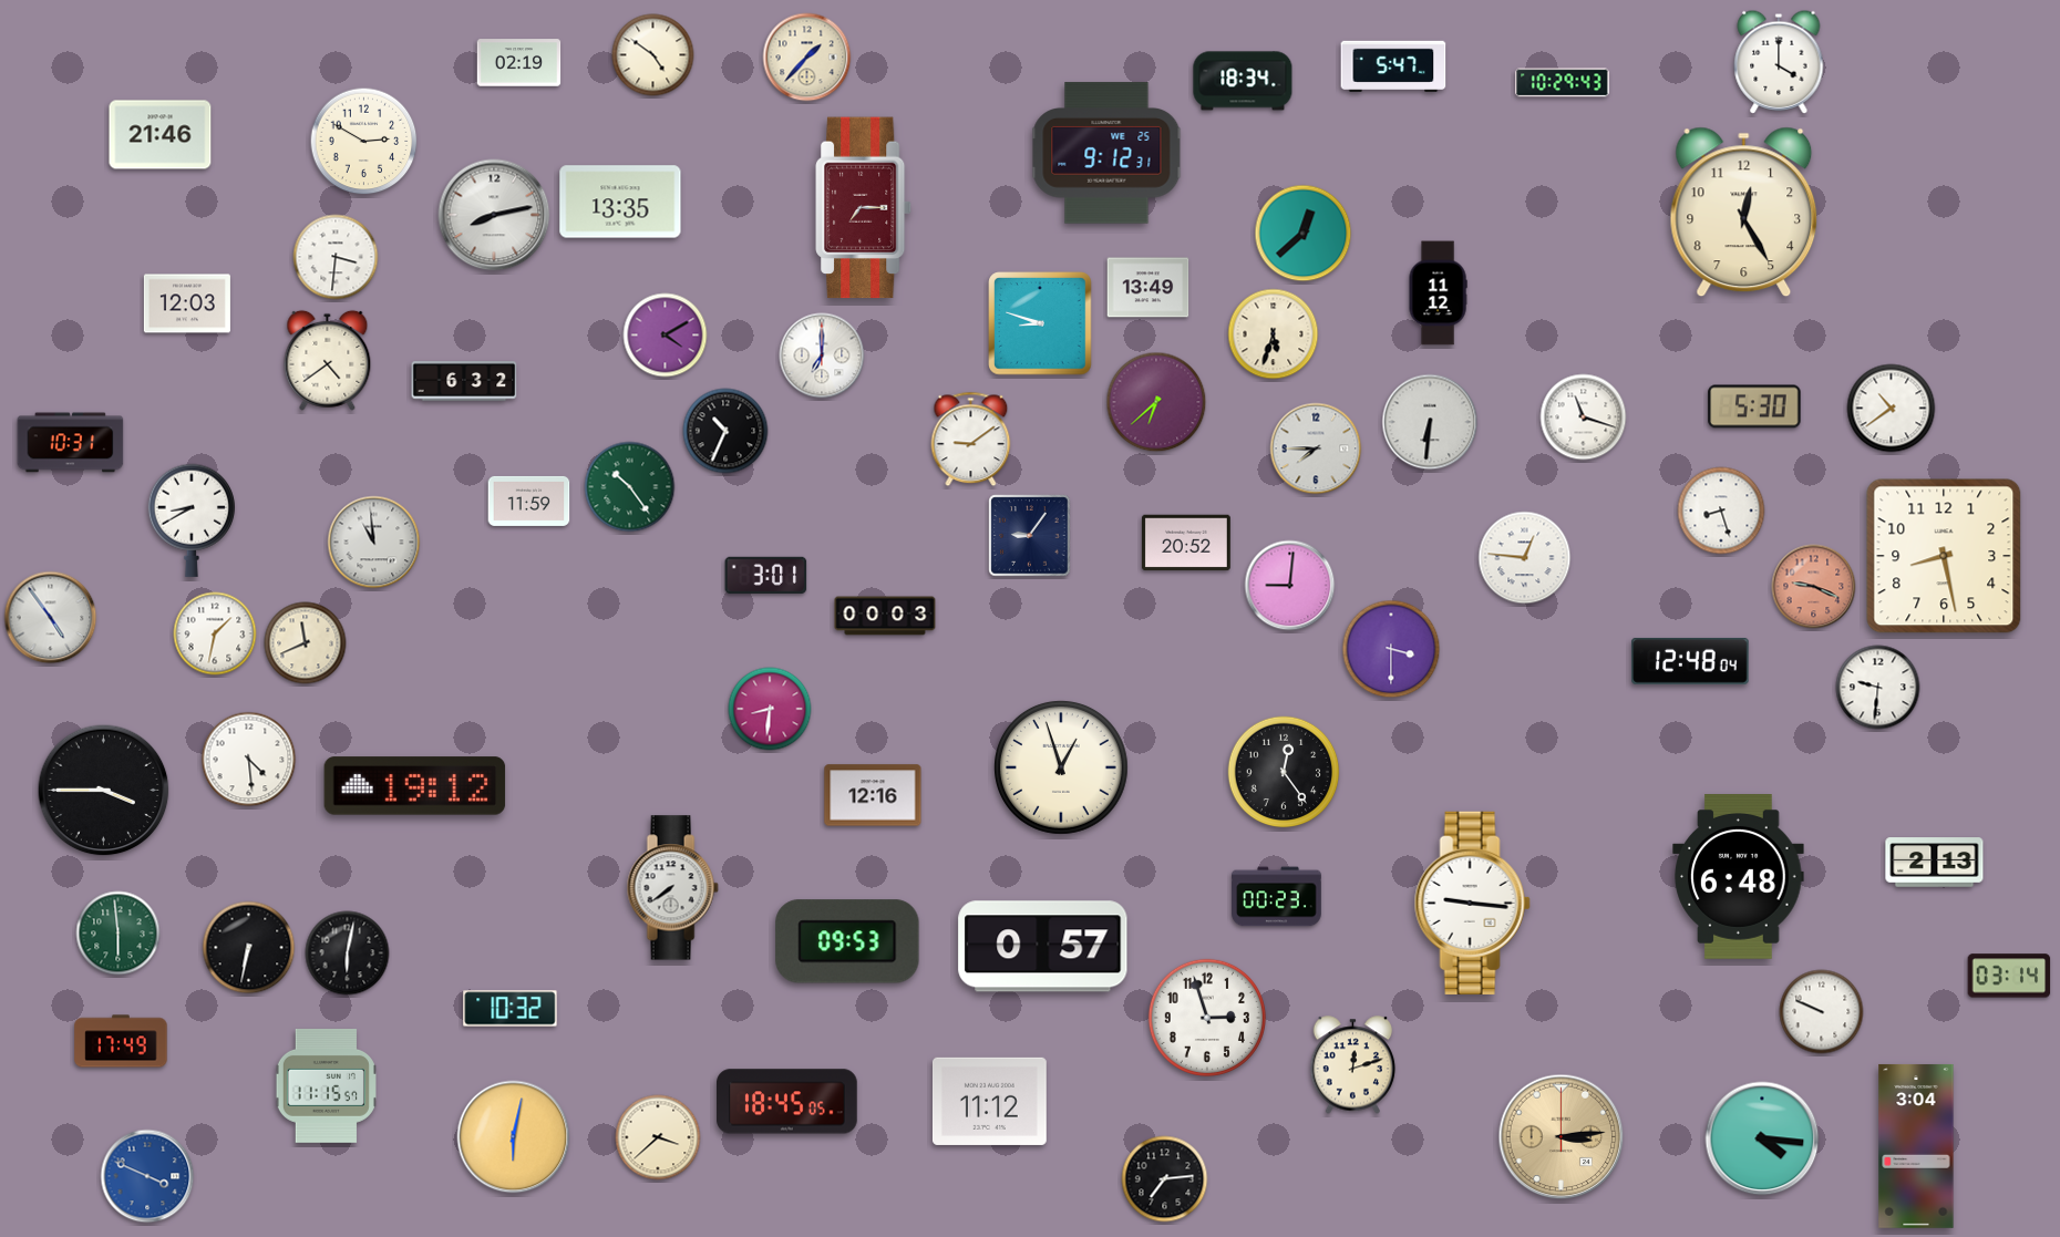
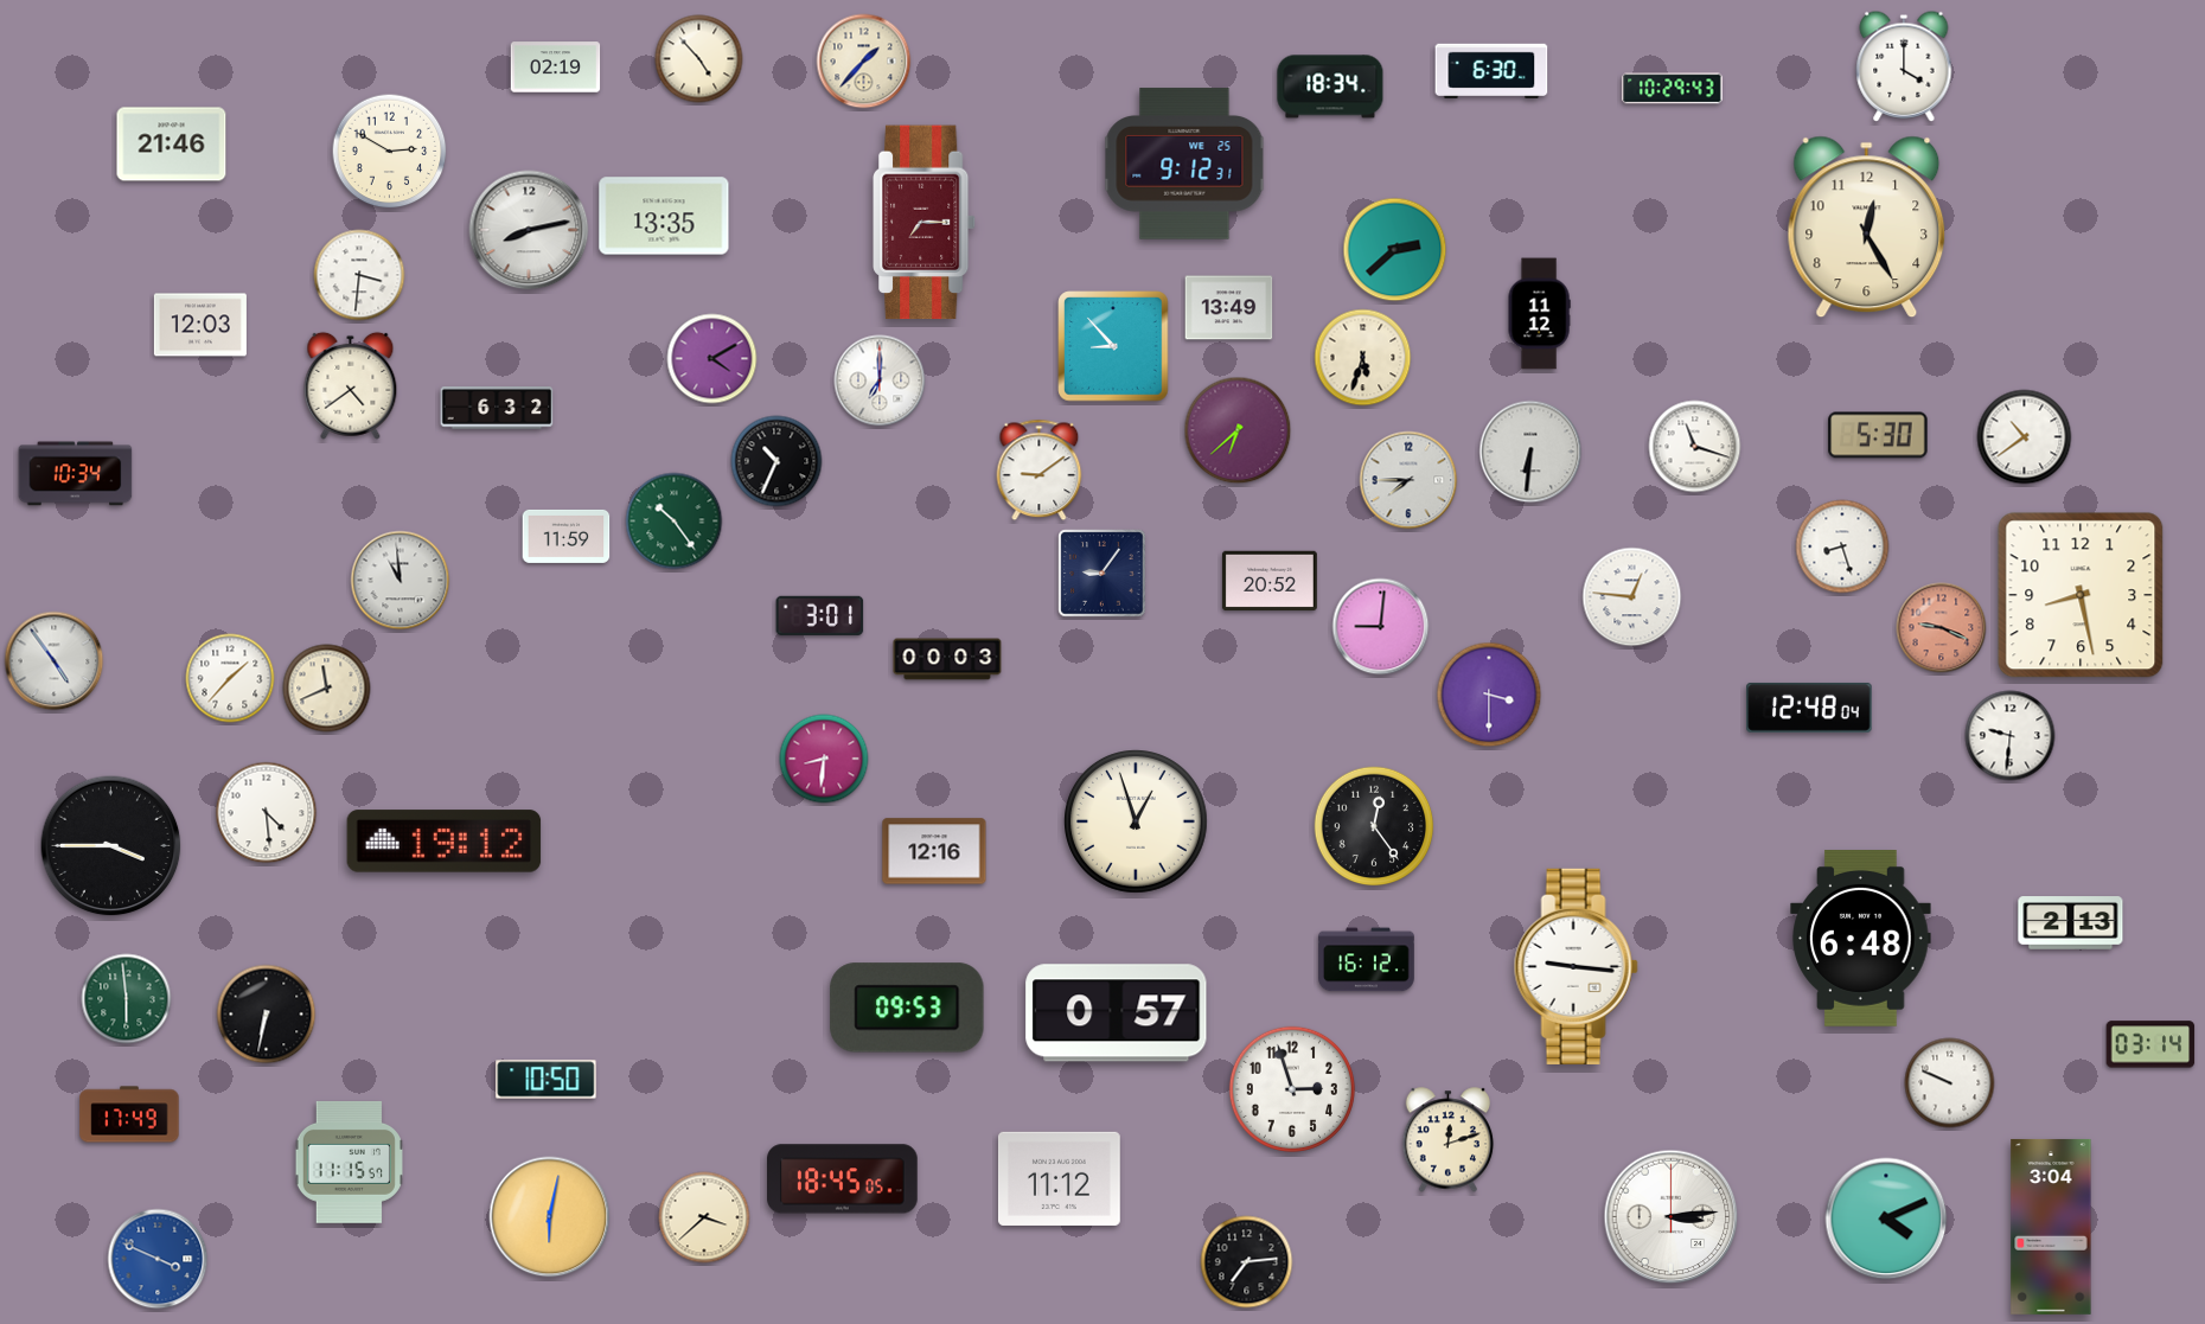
clock at (653, 55): 4:51 -> 4:53
clock at (1393, 66): 5:47 -> 6:30
clock at (1304, 234): 12:38 -> 2:38
clock at (1040, 323): 8:48 -> 8:53
clock at (71, 443): 10:31 -> 10:34
clock at (190, 520): 8:40 -> none
clock at (215, 633): 1:32 -> 1:37
clock at (672, 888): 7:39 -> none
clock at (1277, 897): 00:23 -> 16:12
clock at (348, 953): 6:02 -> none
clock at (511, 1009): 10:32 -> 10:50
clock at (1562, 1137) dial: champagne -> white
clock at (1762, 1138): 4:16 -> 4:11
